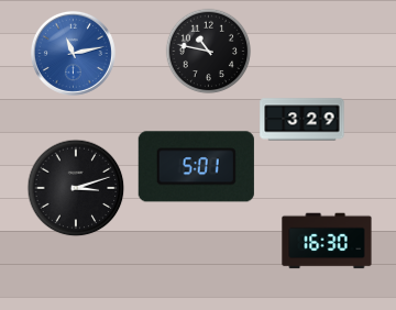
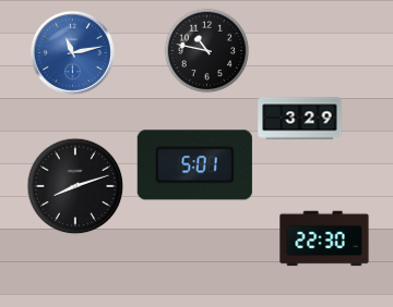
clock at (76, 188): 3:12 -> 8:12
clock at (327, 241): 16:30 -> 22:30
